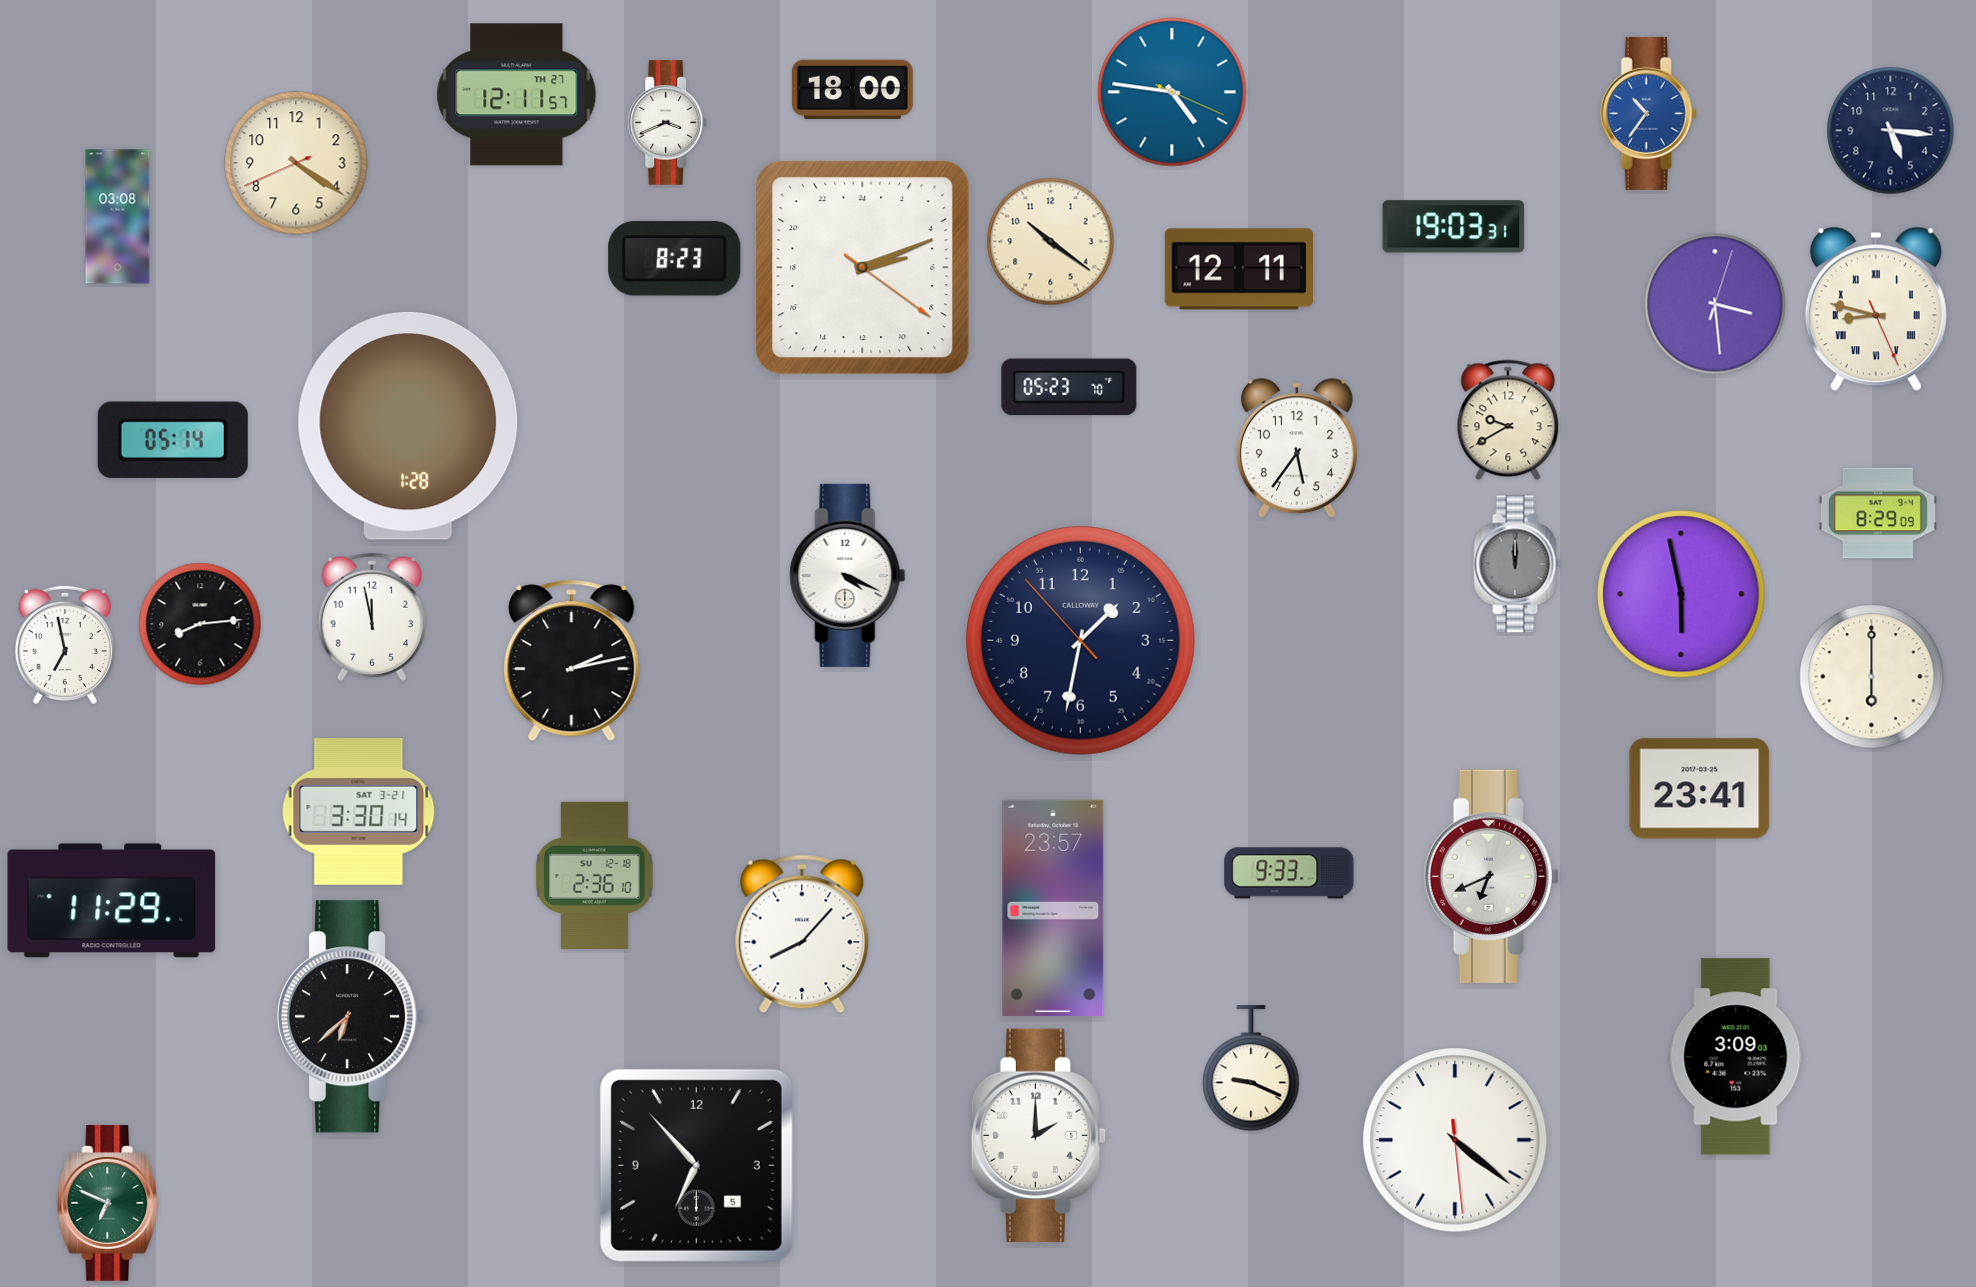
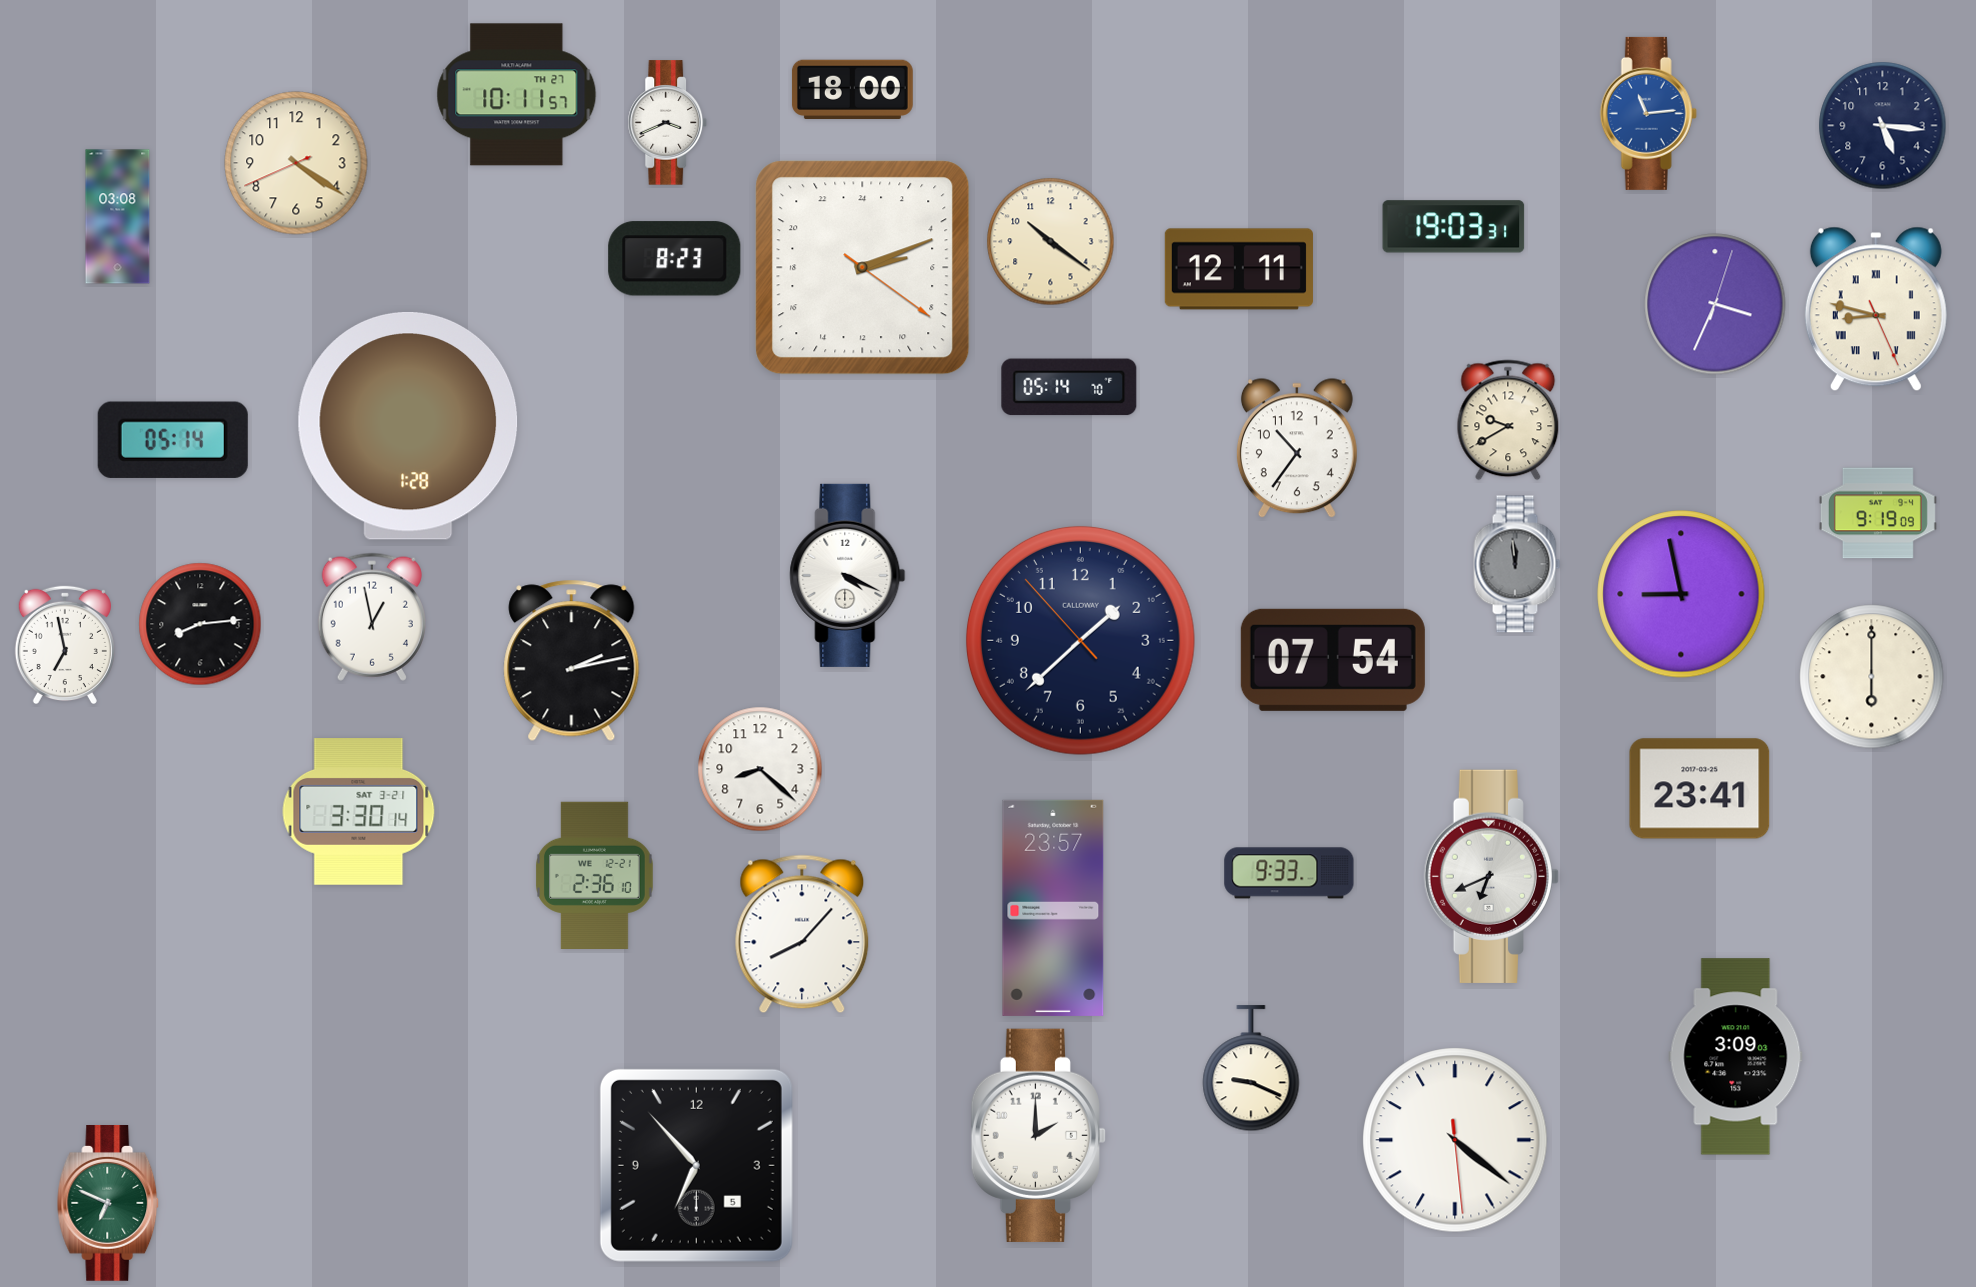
clock at (1172, 92): 4:46 -> none
clock at (517, 95): 12:11 -> 10:11
clock at (1648, 113): 10:36 -> 11:14
clock at (1891, 131) position: (1891, 131) -> (1883, 126)
clock at (1715, 304): 3:29 -> 3:34
clock at (1069, 387): 05:23 -> 05:14
clock at (1297, 449): 5:36 -> 10:36
clock at (1878, 513): 8:29 -> 9:19
clock at (1517, 564): 12:00 -> 11:59
clock at (1681, 594): 5:58 -> 8:58
clock at (372, 617): 11:58 -> 12:58
clock at (1080, 640): 1:31 -> 1:37
clock at (1333, 660): none -> 07:54
clock at (760, 769): none -> 8:22
clock at (595, 875) date: SU 12-18 -> WE 12-21
clock at (112, 901): 11:29 -> none
clock at (351, 1017): 6:38 -> none
